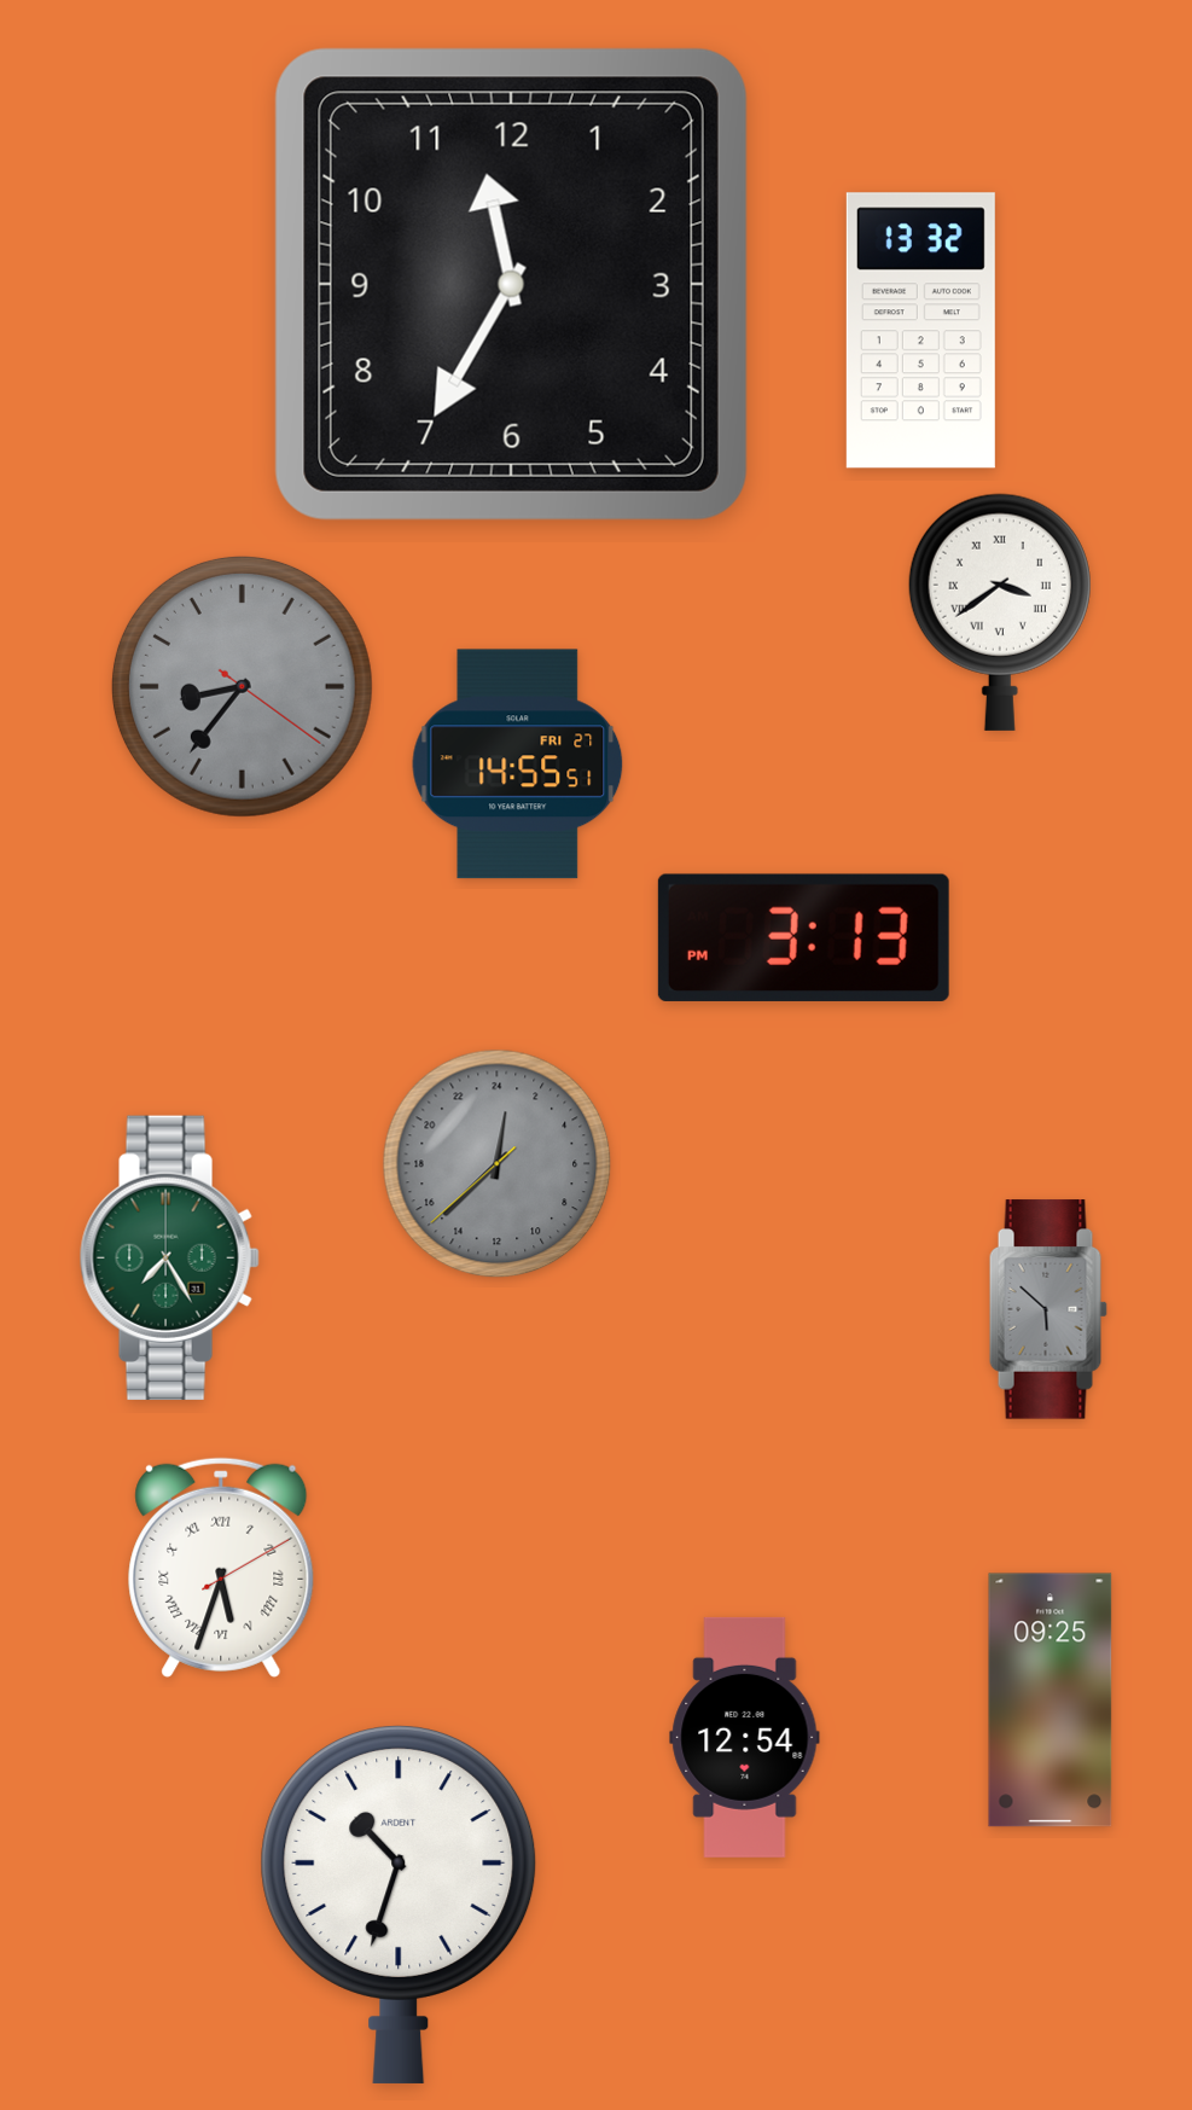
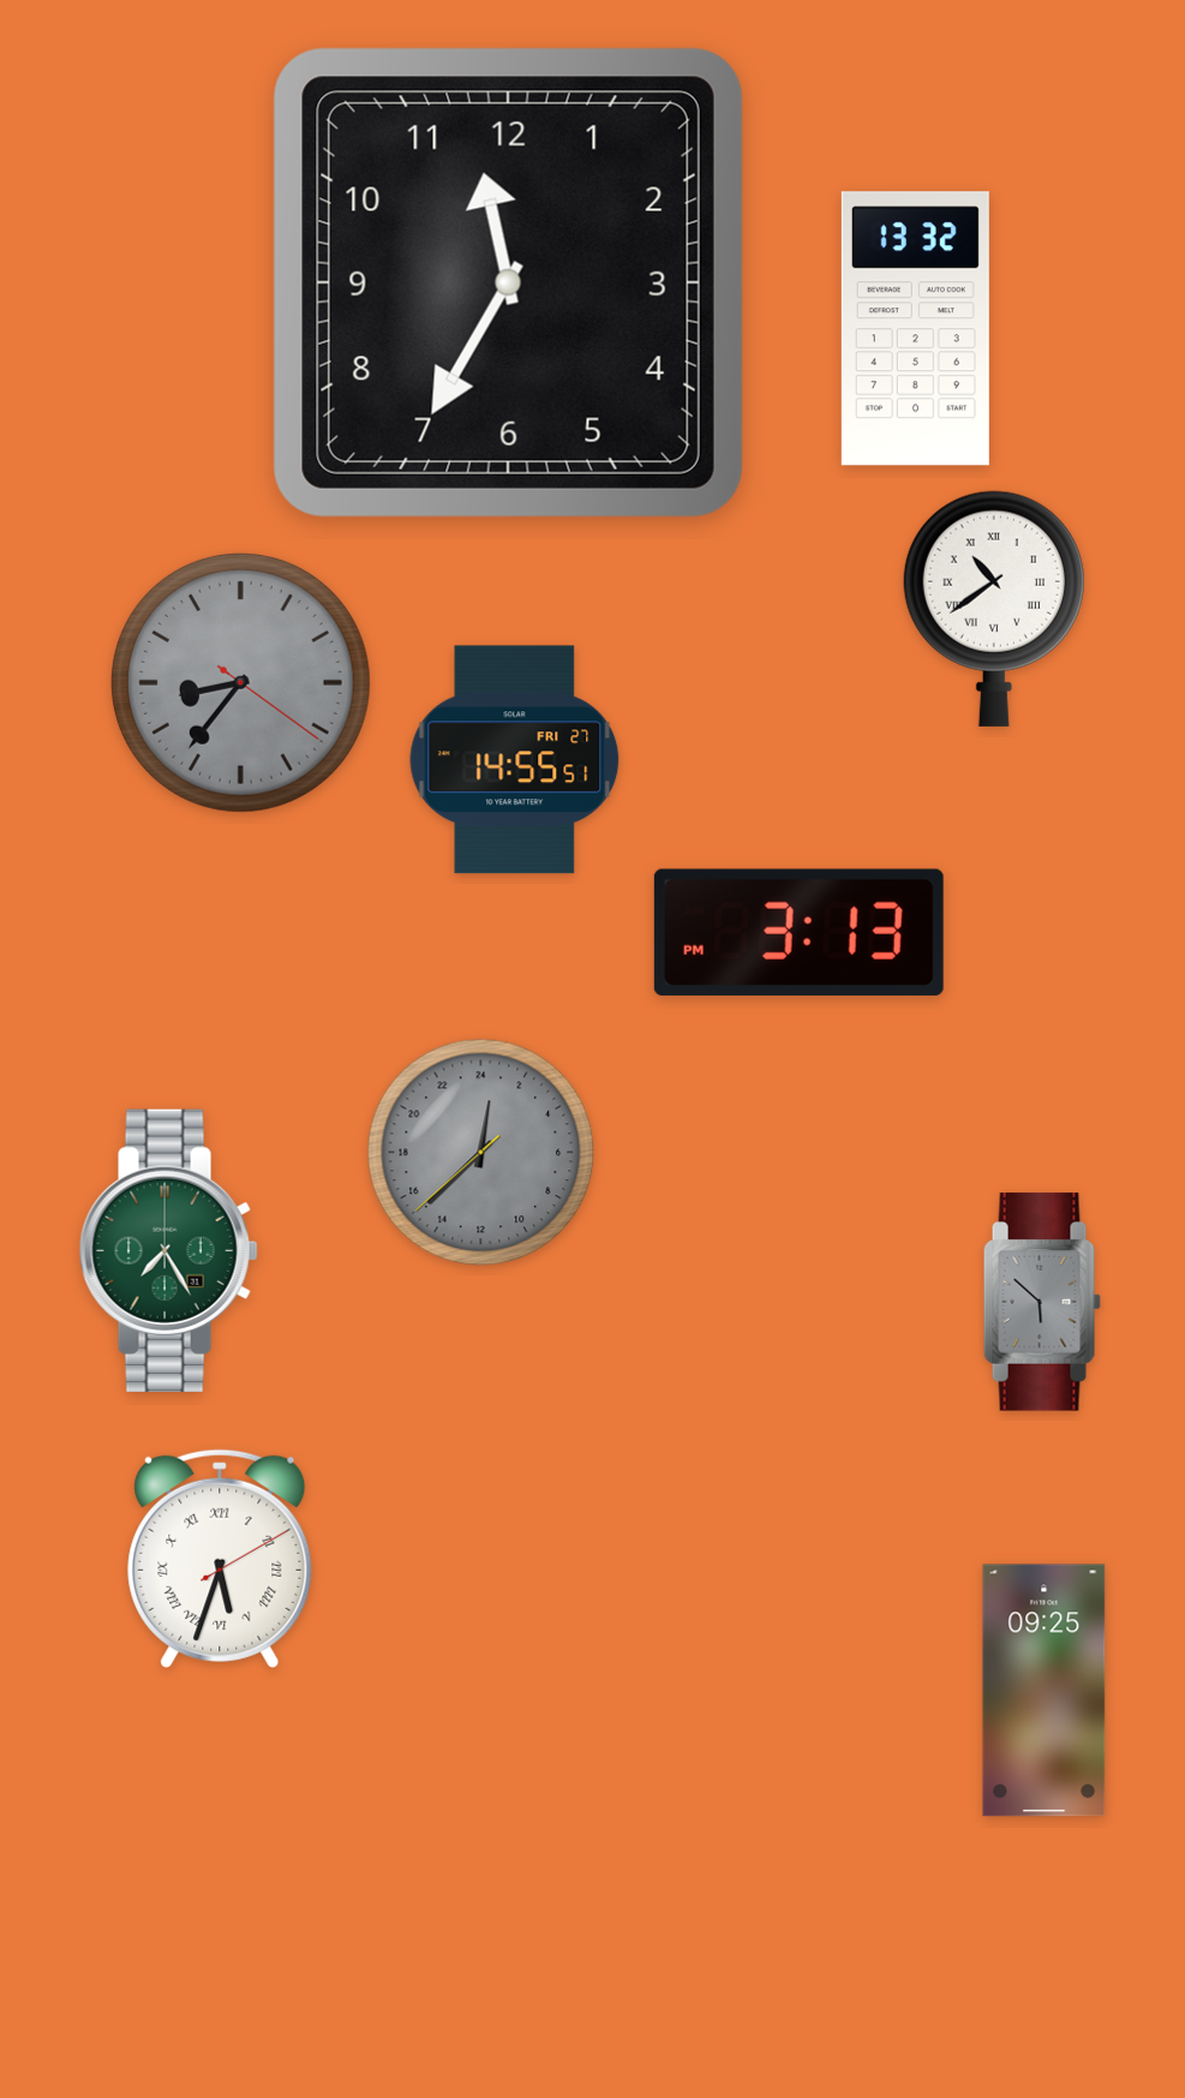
clock at (1000, 612): 3:39 -> 10:39
clock at (498, 1164) position: (498, 1164) -> (481, 1153)
clock at (745, 1737): 12:54 -> none
clock at (399, 1905): 10:33 -> none
